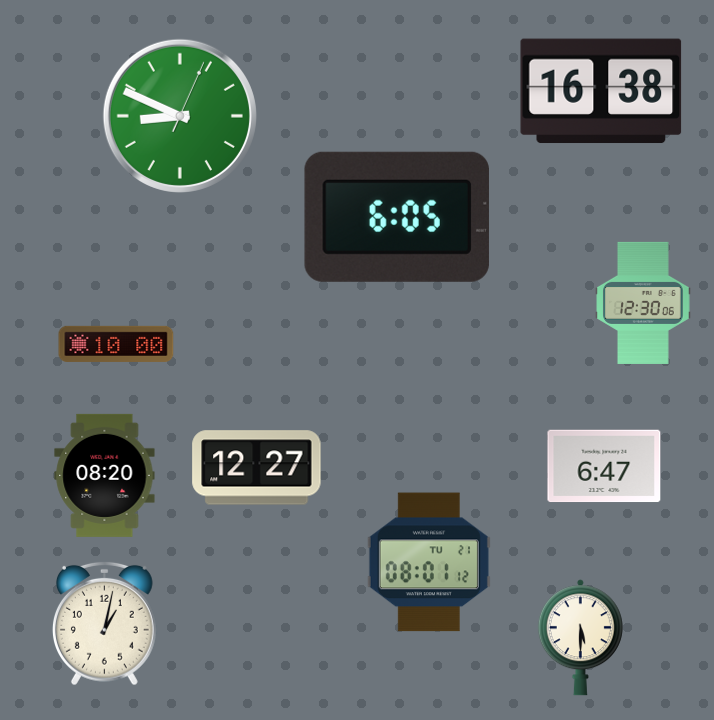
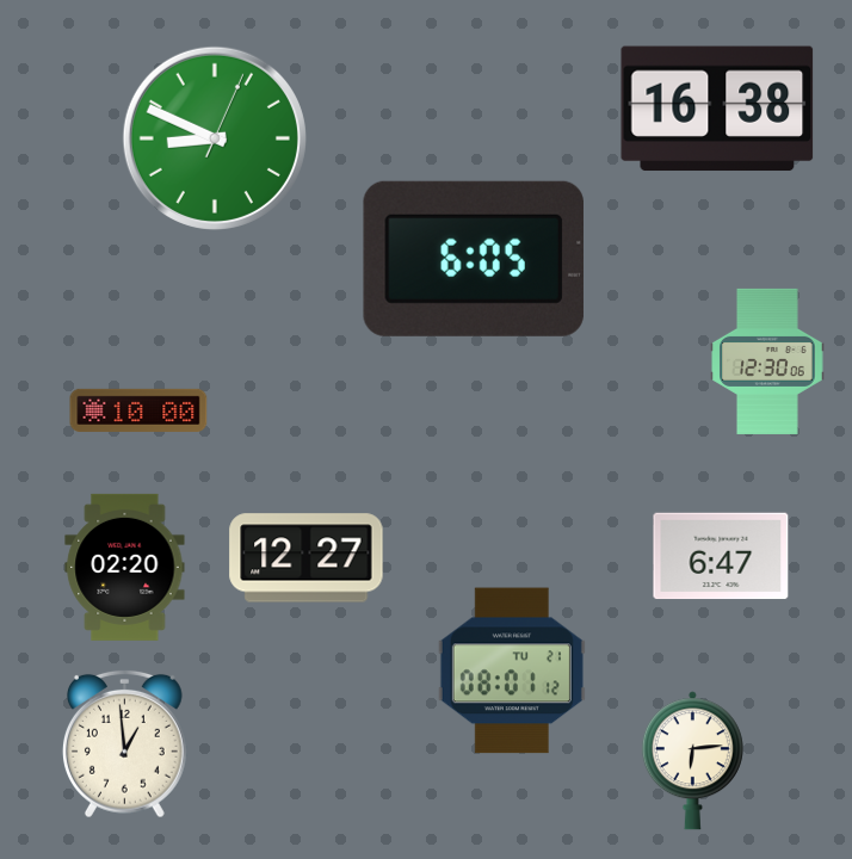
clock at (105, 475): 08:20 -> 02:20
clock at (104, 623): 1:02 -> 12:59
clock at (580, 638): 5:30 -> 6:14
